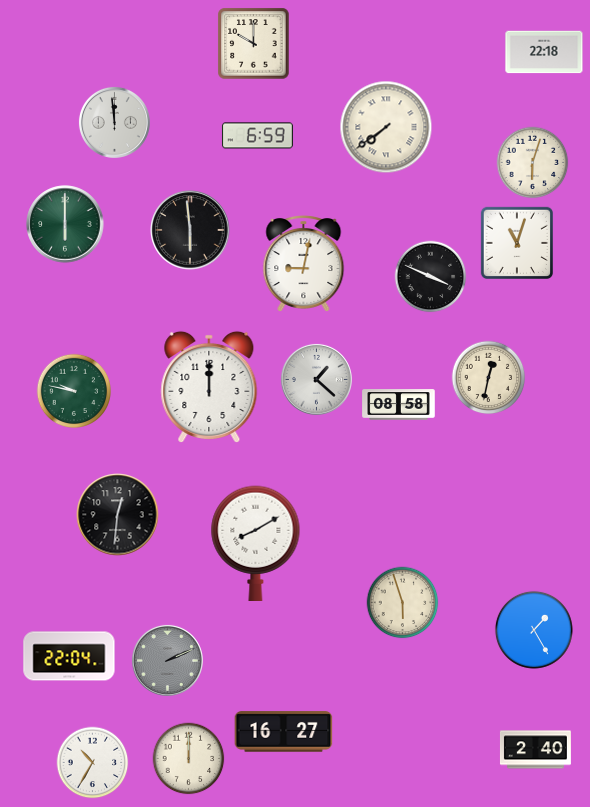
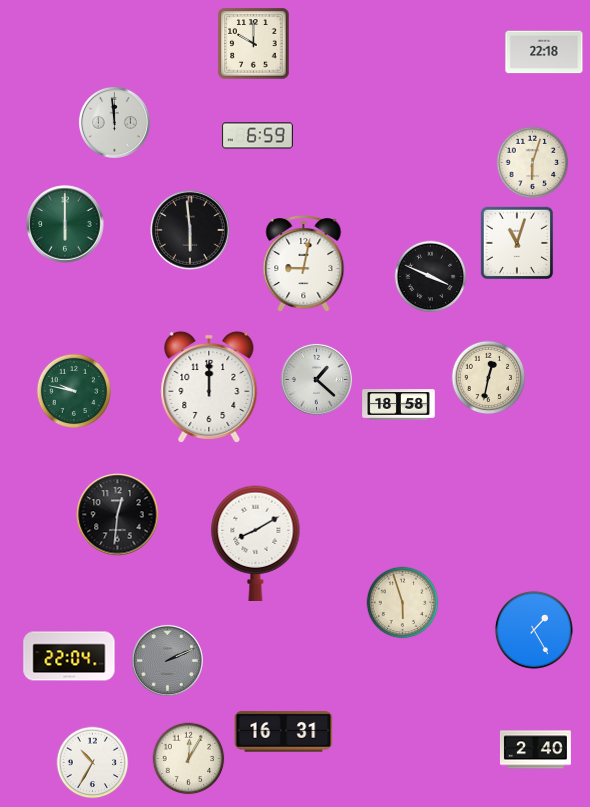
clock at (386, 127): 7:39 -> none
clock at (399, 405): 08:58 -> 18:58
clock at (284, 732): 16:27 -> 16:31
clock at (189, 759): 12:00 -> 12:05
